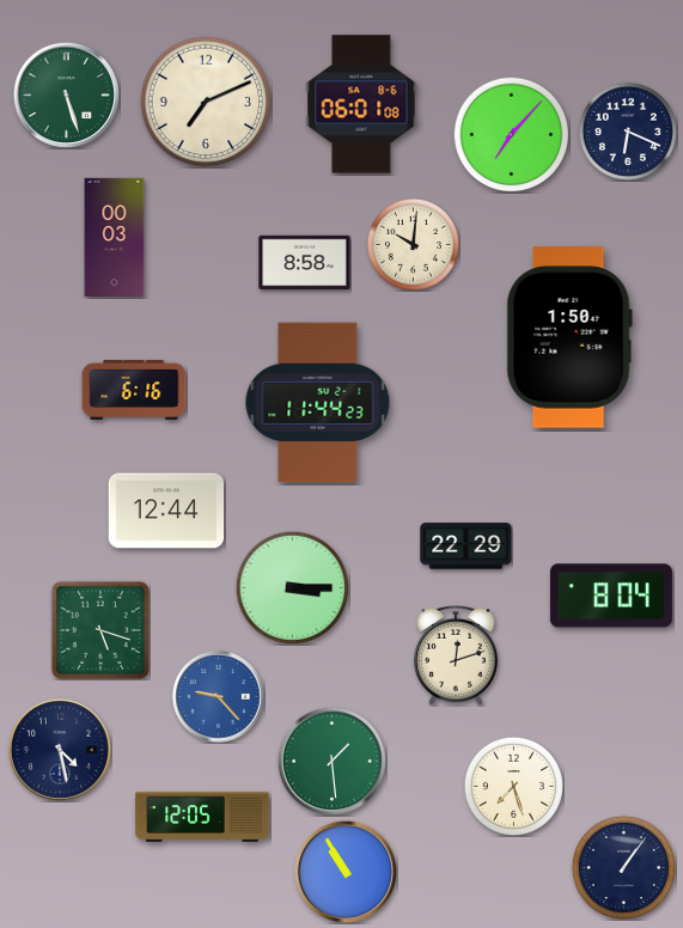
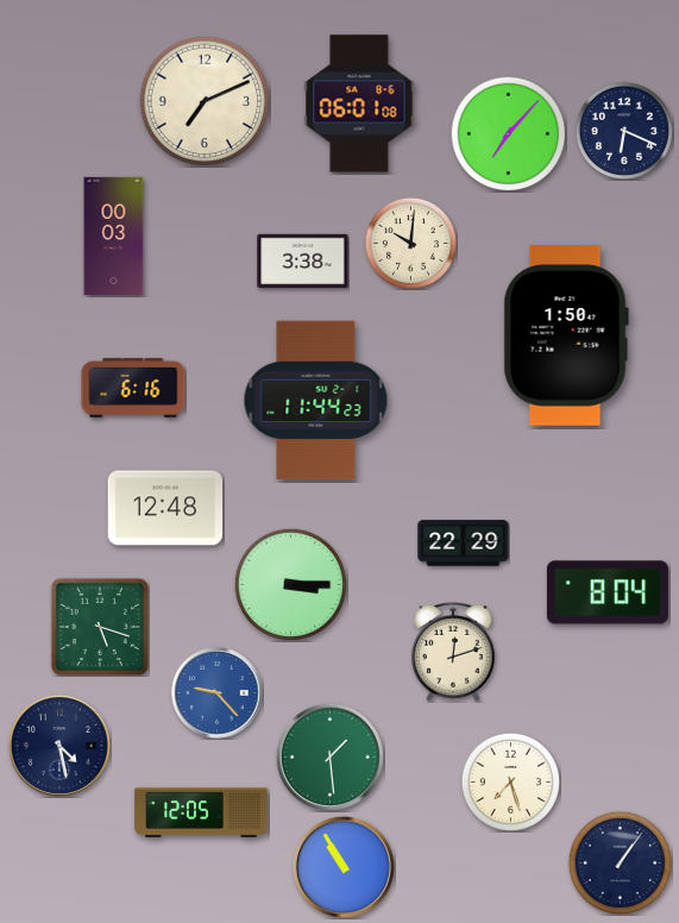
clock at (66, 94): 5:27 -> none
clock at (305, 263): 8:58 -> 3:38
clock at (166, 511): 12:44 -> 12:48
